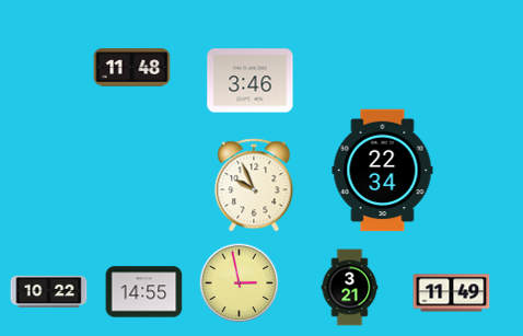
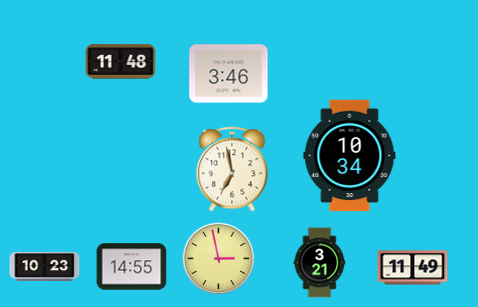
clock at (383, 171): 22:34 -> 10:34
clock at (254, 185): 9:56 -> 6:58
clock at (49, 291): 10:22 -> 10:23
